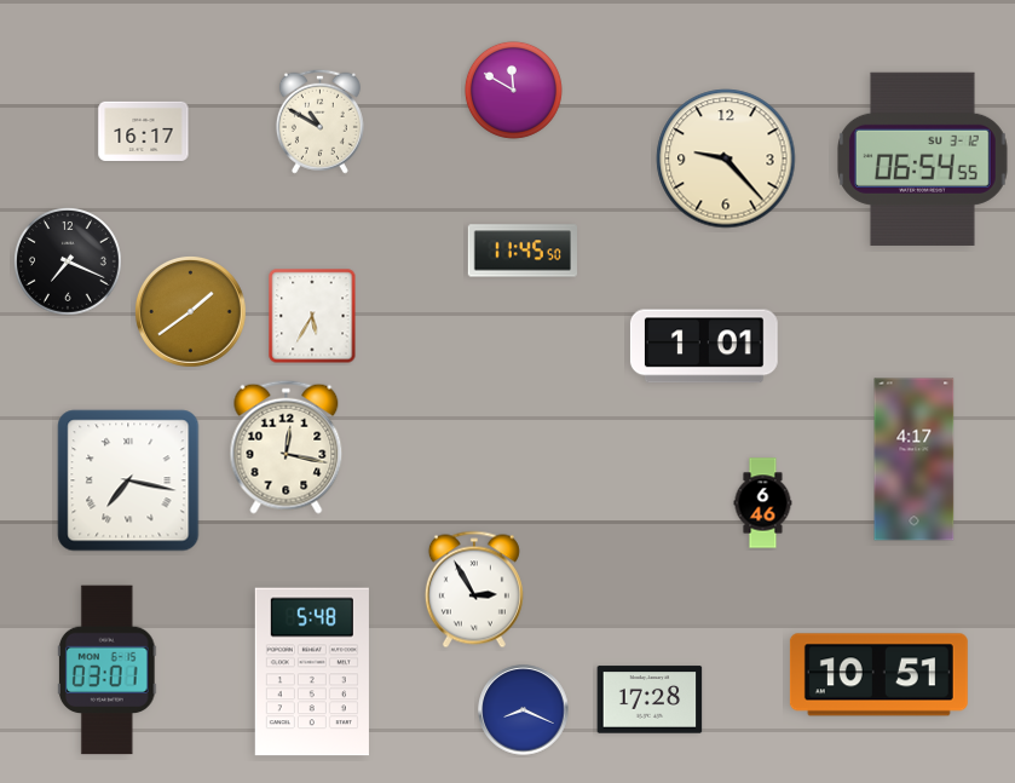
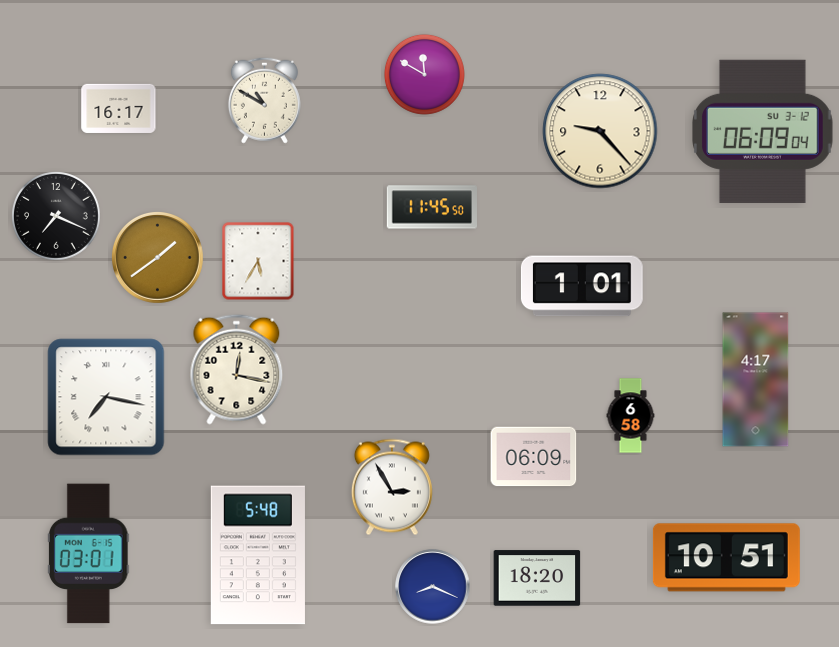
clock at (923, 159): 06:54 -> 06:09
clock at (763, 503): 6:46 -> 6:58
clock at (534, 457): none -> 06:09
clock at (650, 699): 17:28 -> 18:20
